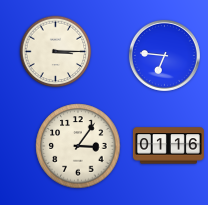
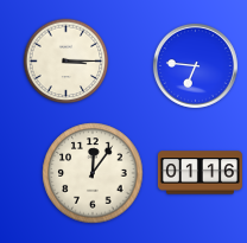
clock at (78, 146): 3:06 -> 12:06
